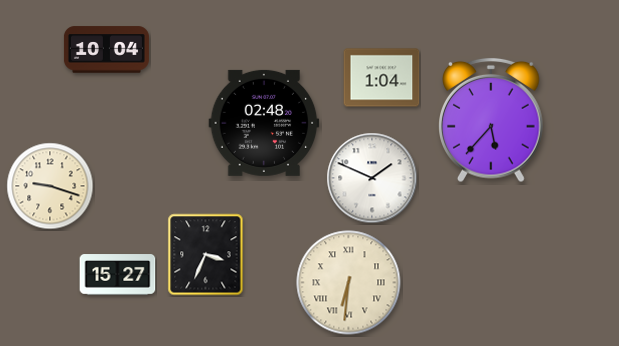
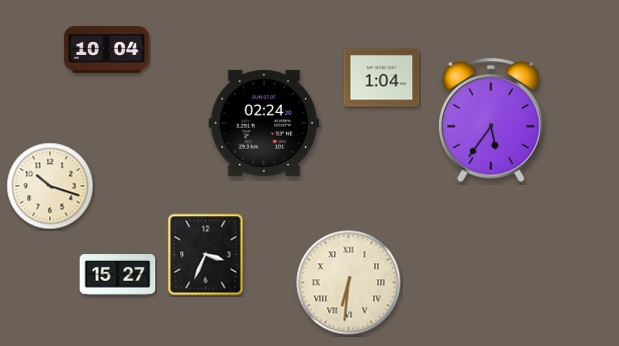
clock at (492, 120): 5:37 -> 5:36
clock at (264, 123): 02:48 -> 02:24
clock at (372, 178): 1:49 -> none
clock at (50, 186): 9:18 -> 10:18
